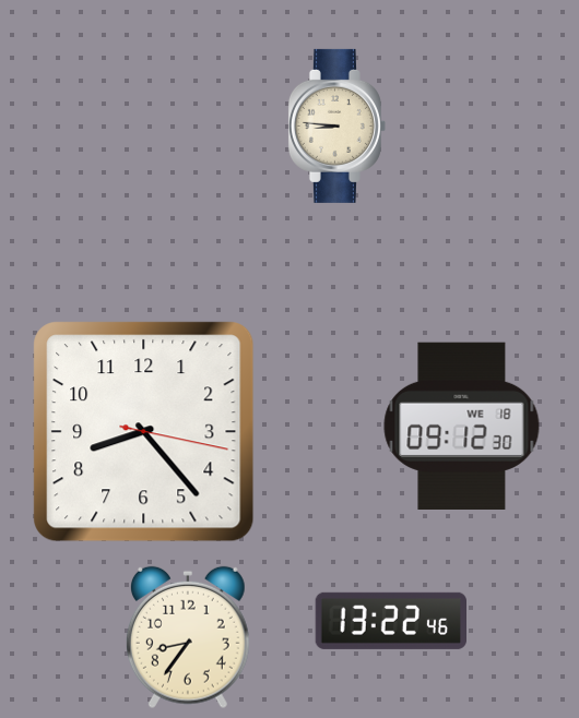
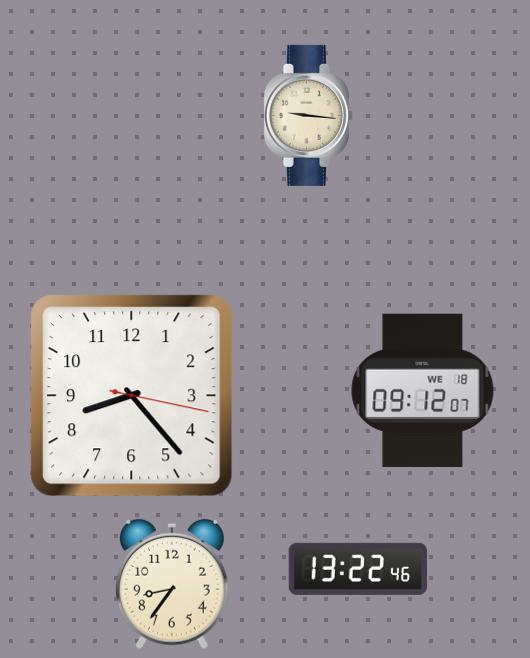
clock at (336, 125): 8:46 -> 9:16
clock at (462, 426): 09:12:30 -> 09:12:07
